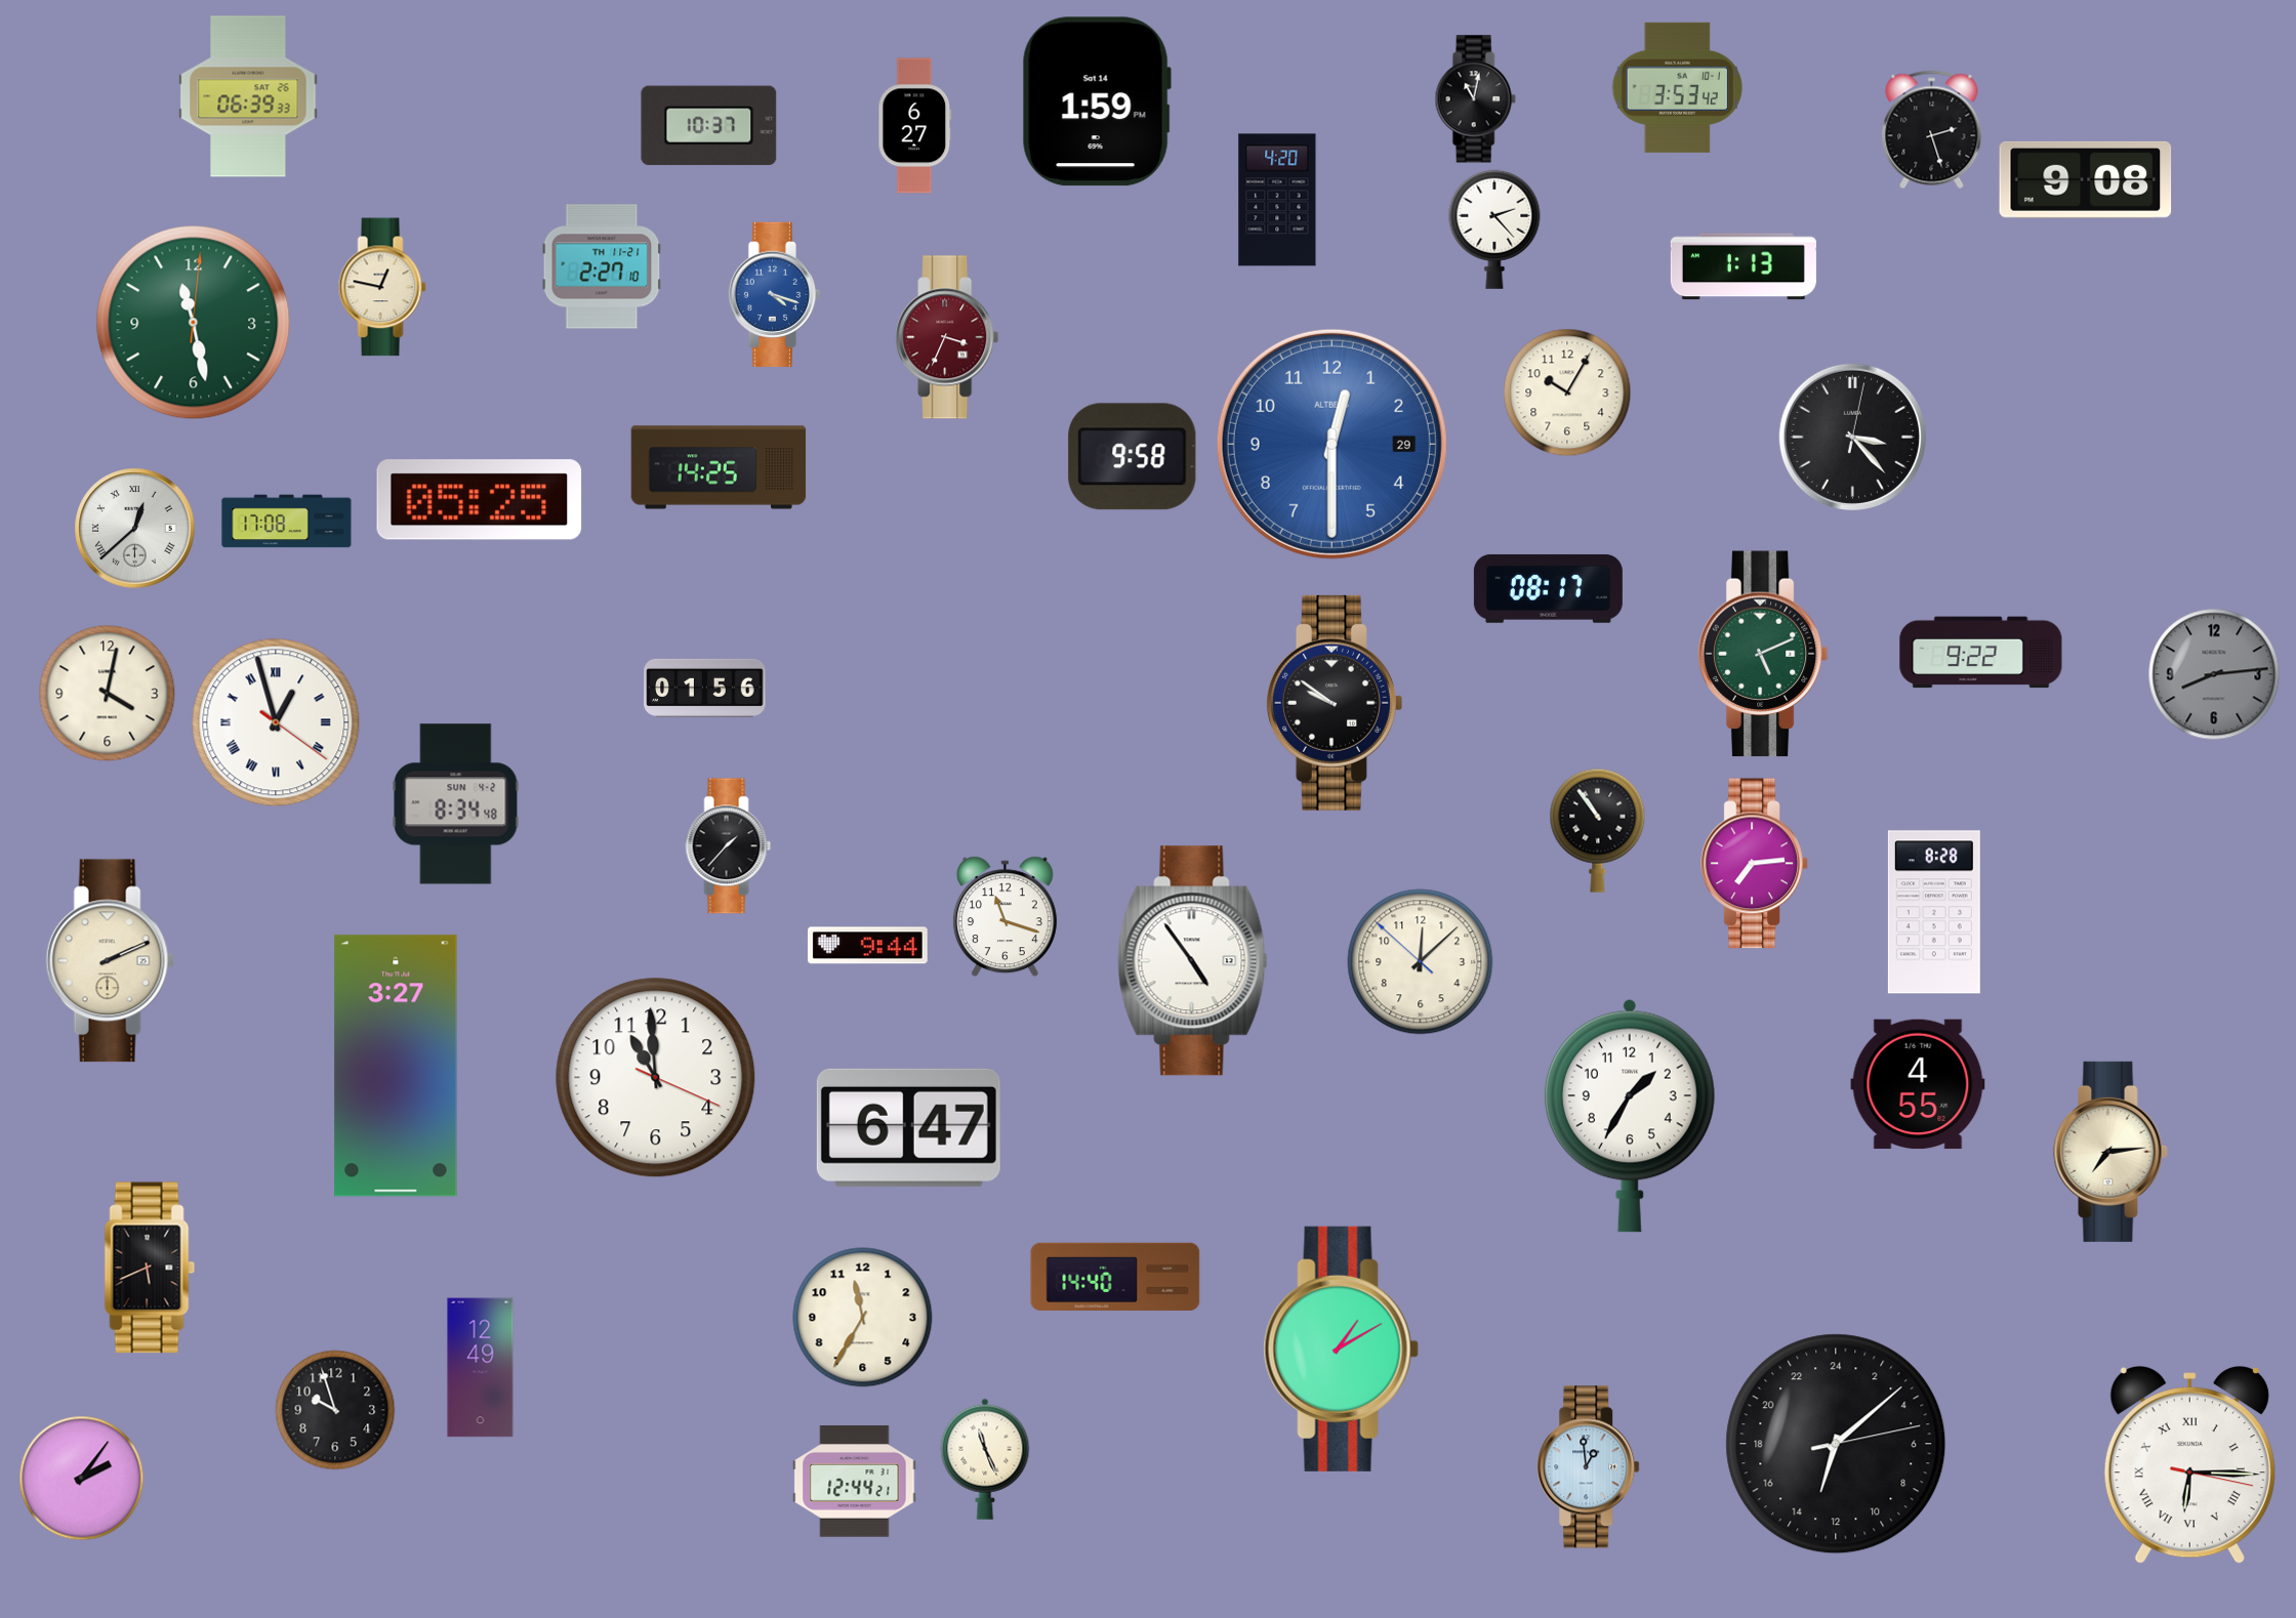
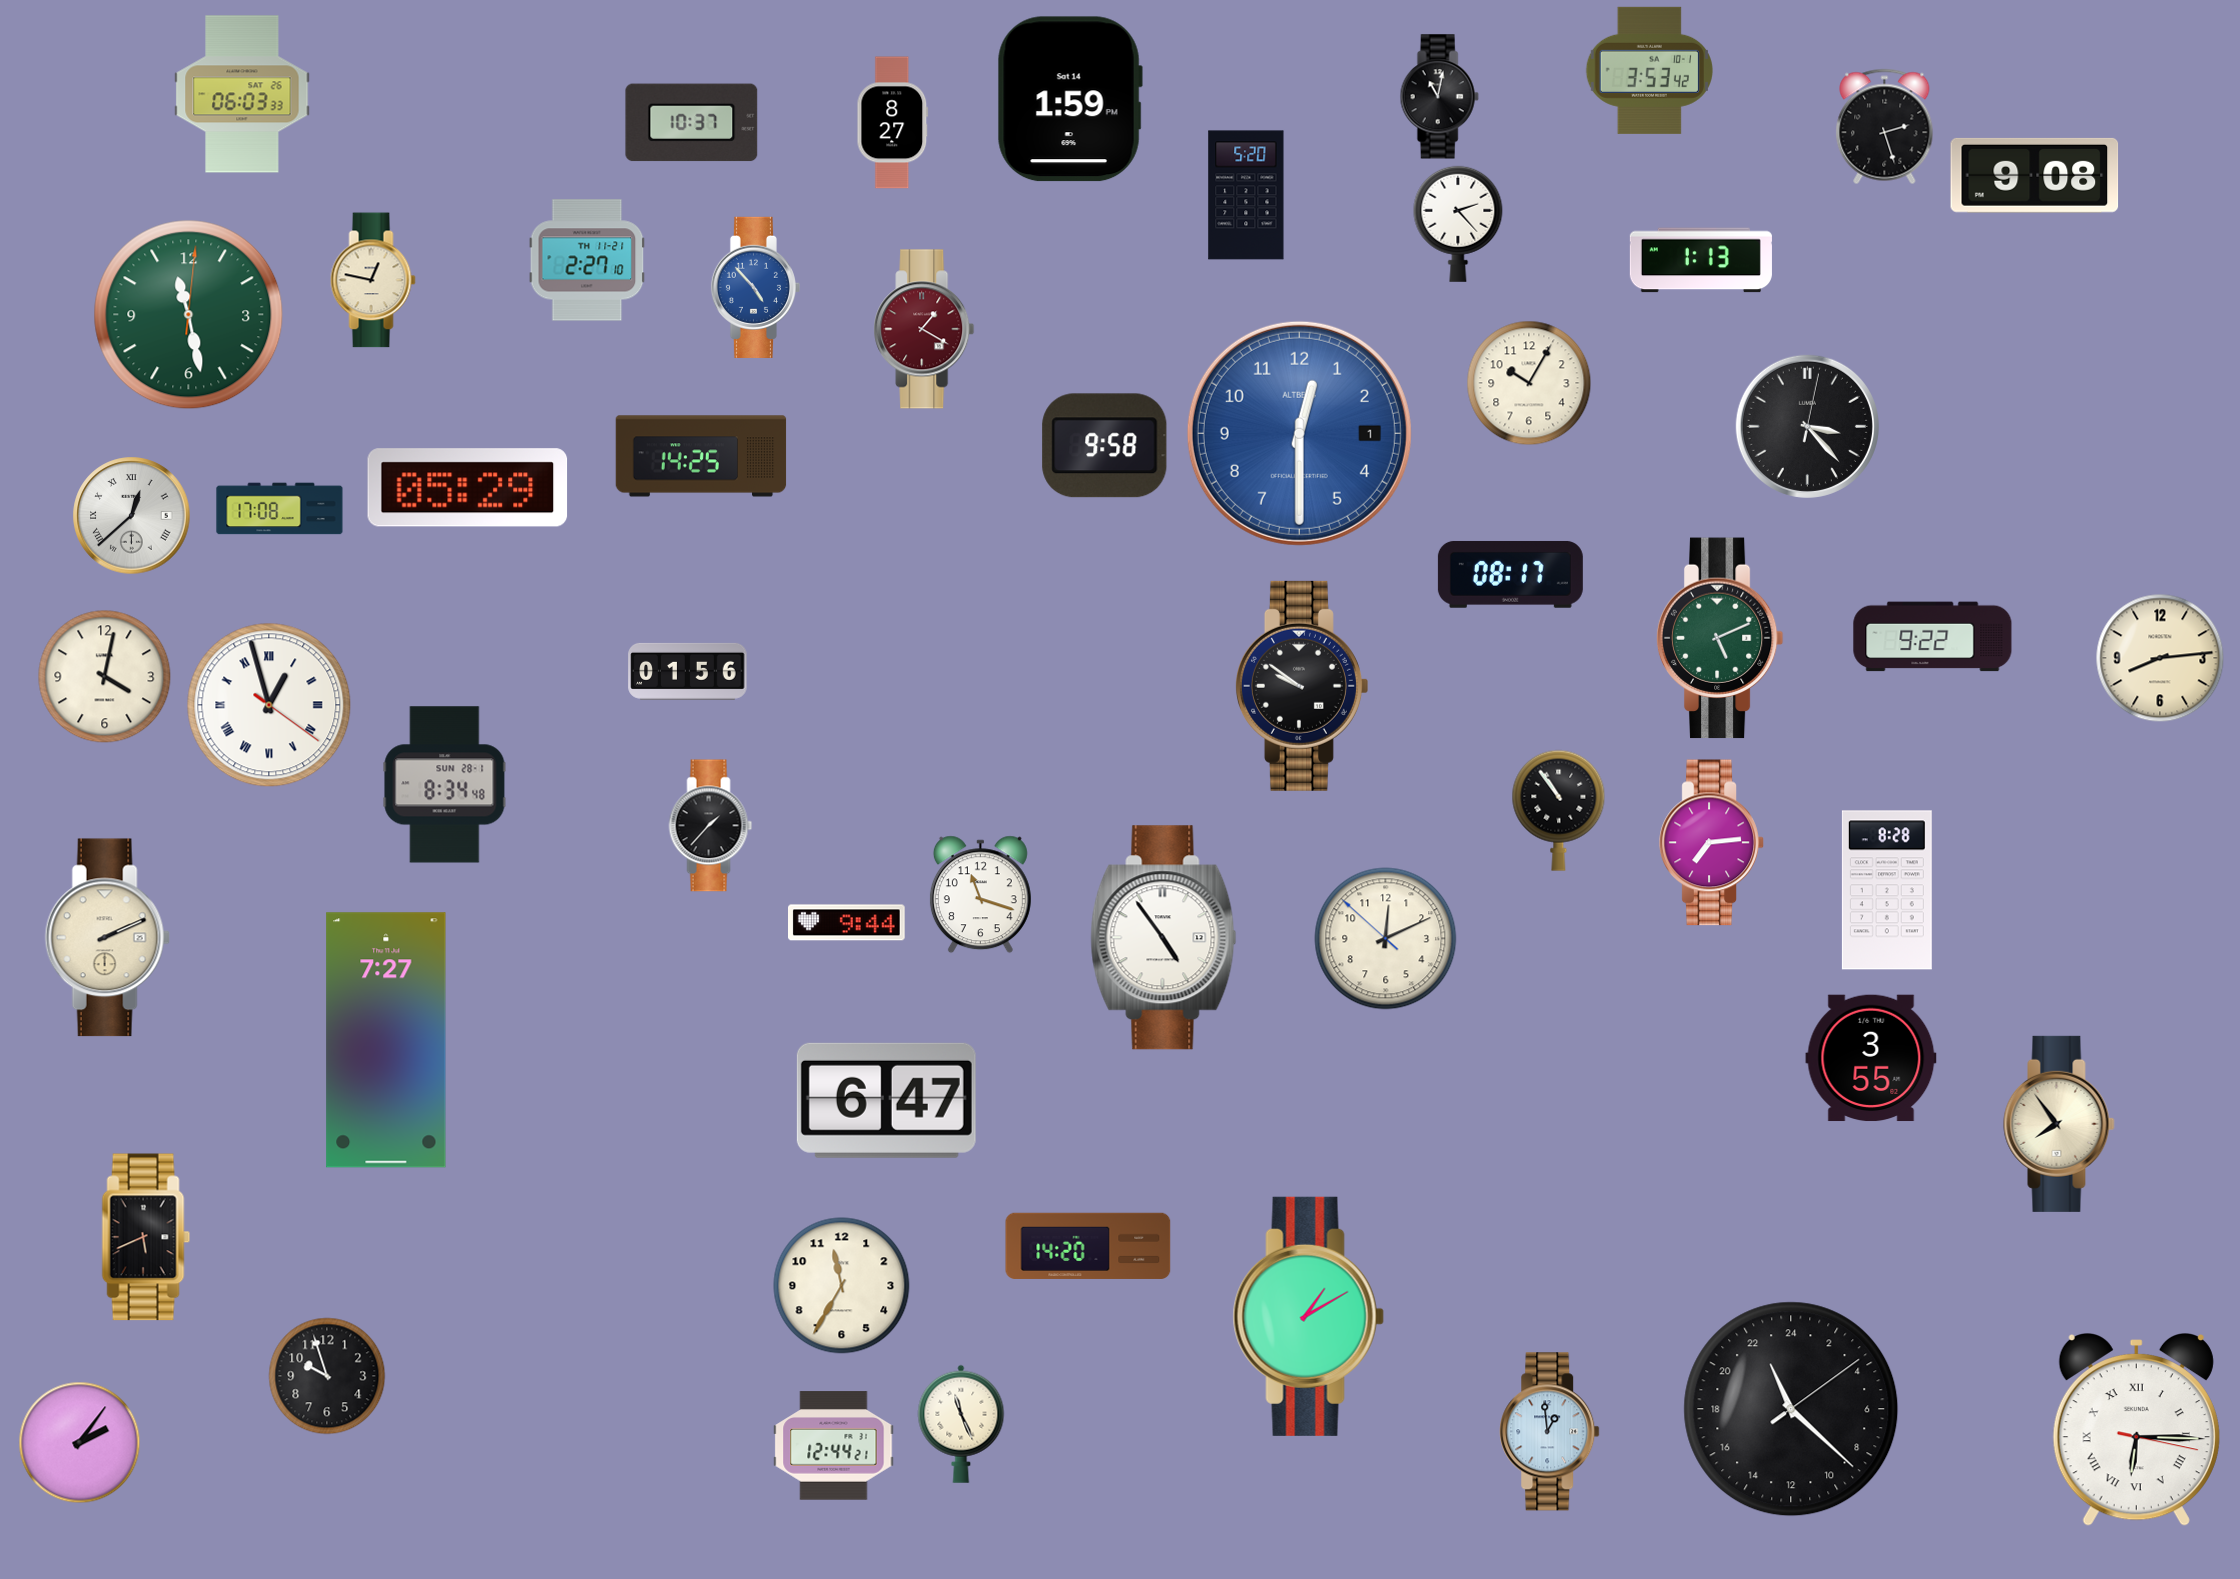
clock at (1677, 87) position: (1677, 87) -> (1649, 70)
clock at (248, 96): 06:39 -> 06:03
clock at (915, 126): 6:27 -> 8:27
clock at (1277, 200): 4:20 -> 5:20
clock at (774, 294): 4:18 -> 4:53
clock at (947, 337): 3:34 -> 1:20
clock at (1331, 444) date: 29 -> 1
clock at (480, 500): 05:25 -> 05:29
clock at (2214, 674) dial: grey -> cream
clock at (456, 804) date: SUN 4-2 -> SUN 28-1
clock at (1421, 962): 12:07 -> 12:10
clock at (396, 1066): 3:27 -> 7:27
clock at (656, 1078): 10:59 -> none
clock at (1918, 1084): 4:55 -> 3:55
clock at (1630, 1116): 1:35 -> none
clock at (2110, 1152): 7:14 -> 7:54
clock at (1115, 1277): 14:40 -> 14:20
clock at (481, 1368): 12:49 -> none
clock at (1836, 1444): 13:08 -> 22:22
